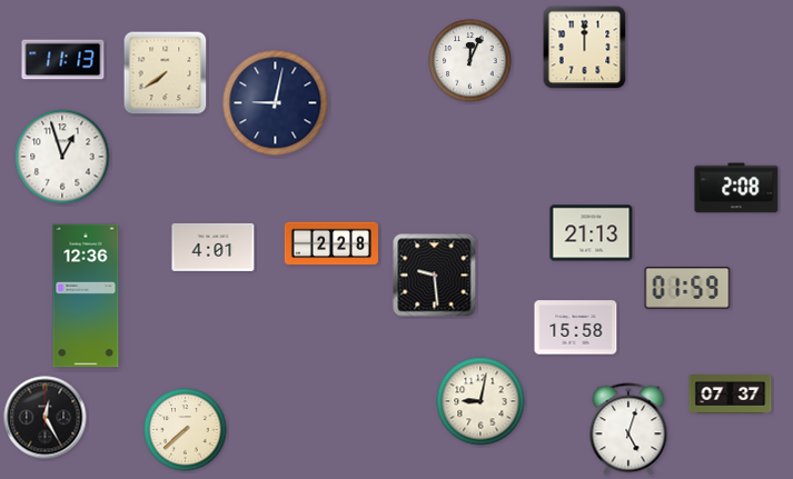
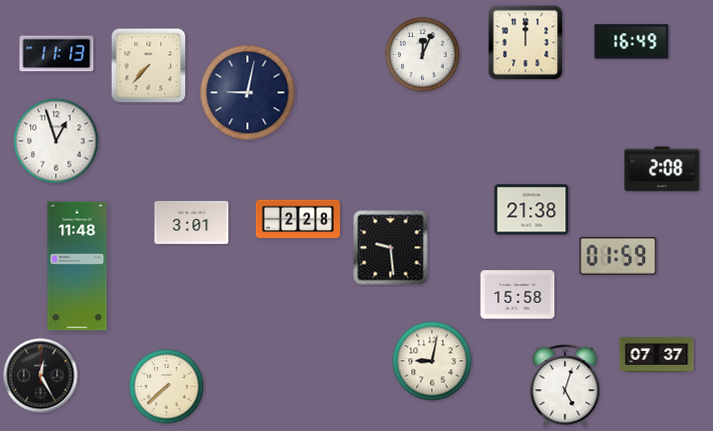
clock at (632, 42): none -> 16:49
clock at (166, 73): 7:39 -> 7:37
clock at (592, 233): 21:13 -> 21:38
clock at (214, 247): 4:01 -> 3:01
clock at (687, 289) position: (687, 289) -> (618, 257)
clock at (86, 296): 12:36 -> 11:48
